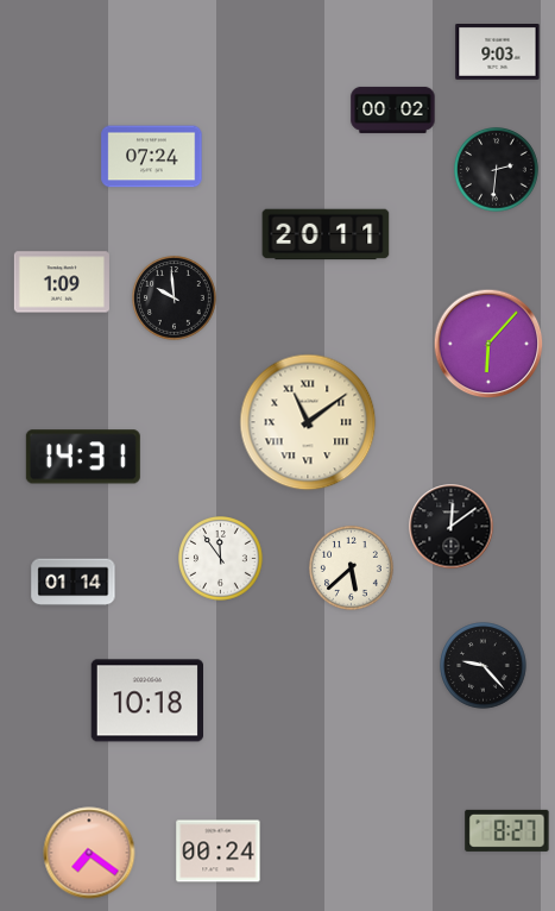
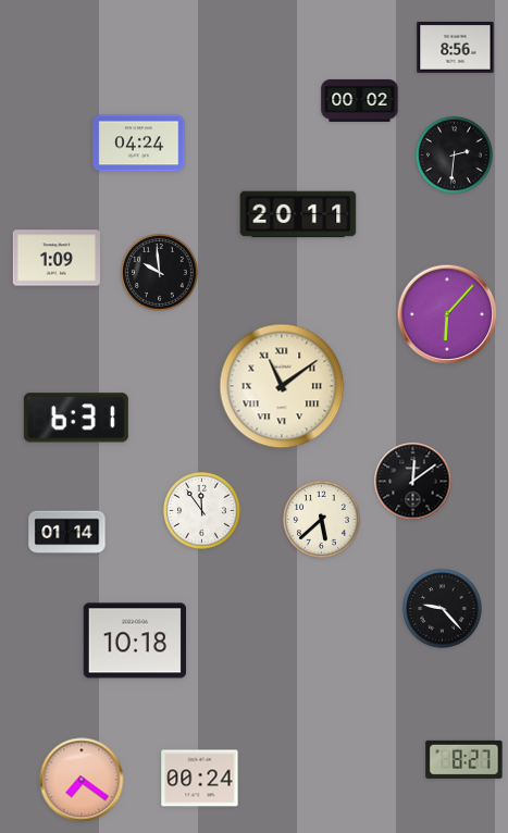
clock at (498, 52): 9:03 -> 8:56
clock at (152, 157): 07:24 -> 04:24
clock at (83, 457): 14:31 -> 6:31
